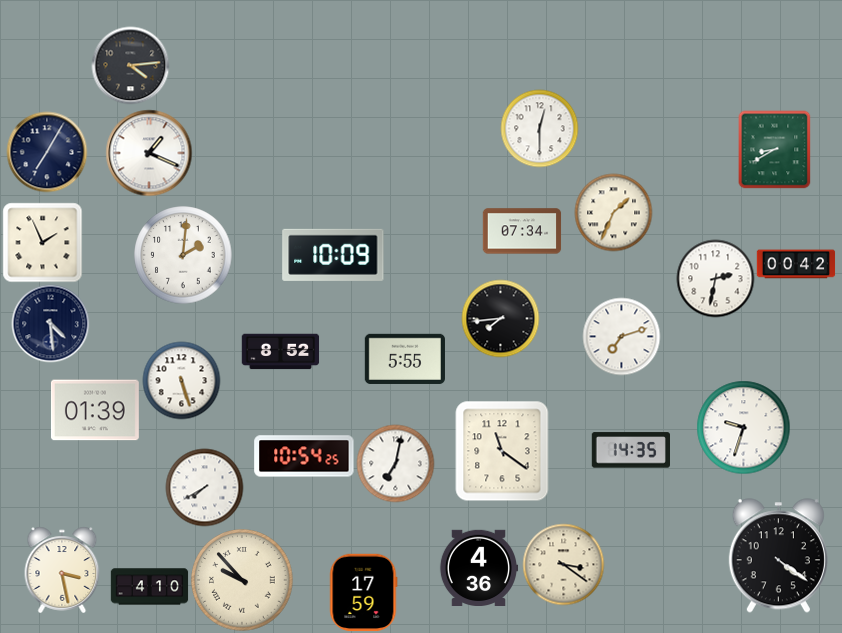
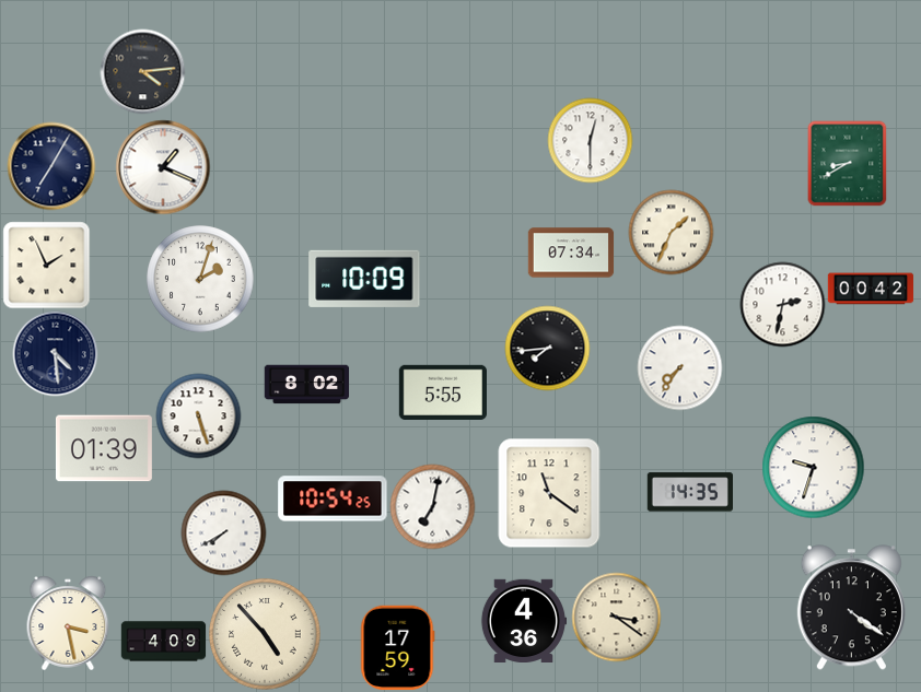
clock at (183, 255): 2:01 -> 2:03
clock at (621, 336): 7:12 -> 7:36
clock at (280, 352): 8:52 -> 8:02
clock at (242, 580): 9:53 -> 4:53
clock at (149, 587): 4:10 -> 4:09
